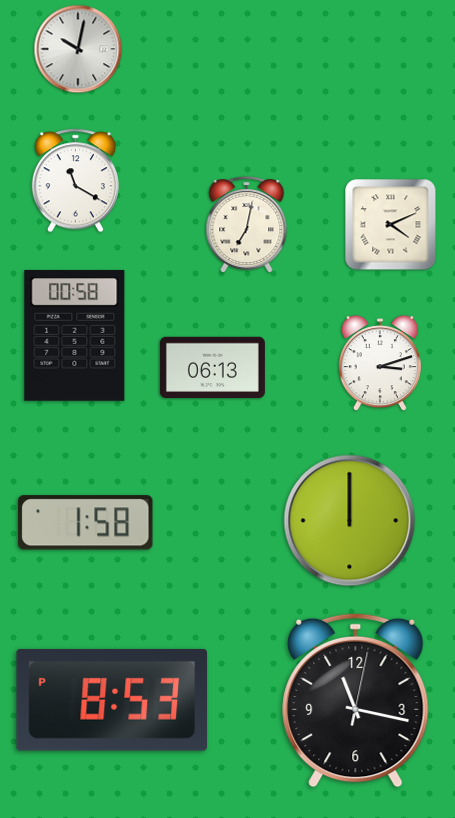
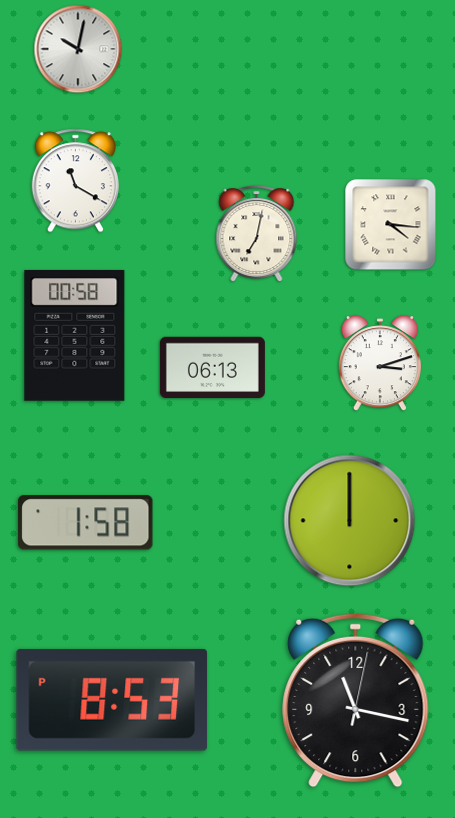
clock at (247, 225) position: (247, 225) -> (257, 234)
clock at (391, 225): 4:11 -> 4:16
